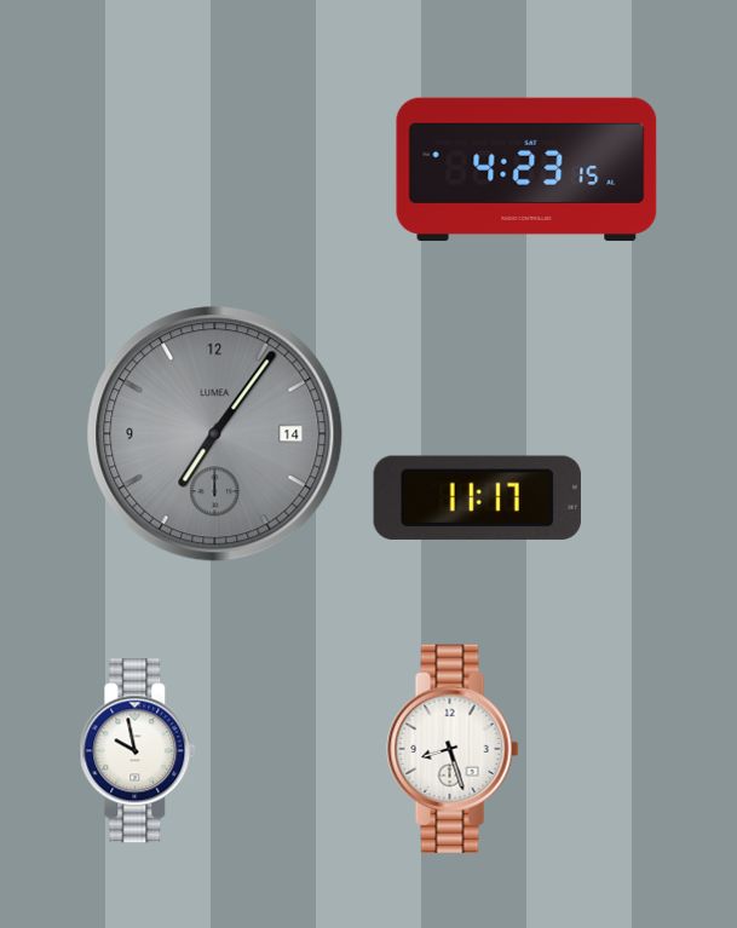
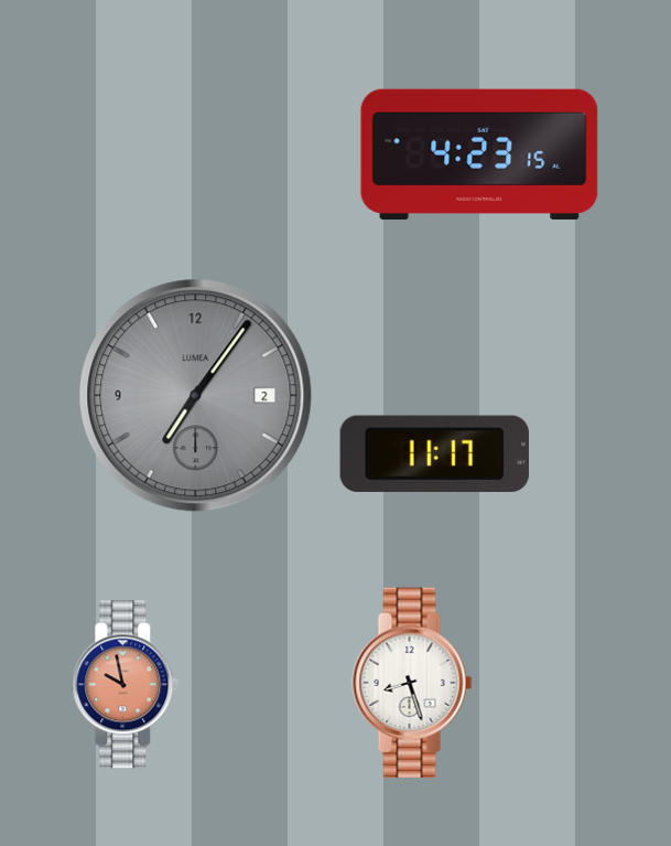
clock at (215, 434) date: 14 -> 2
clock at (138, 751) dial: white -> salmon
